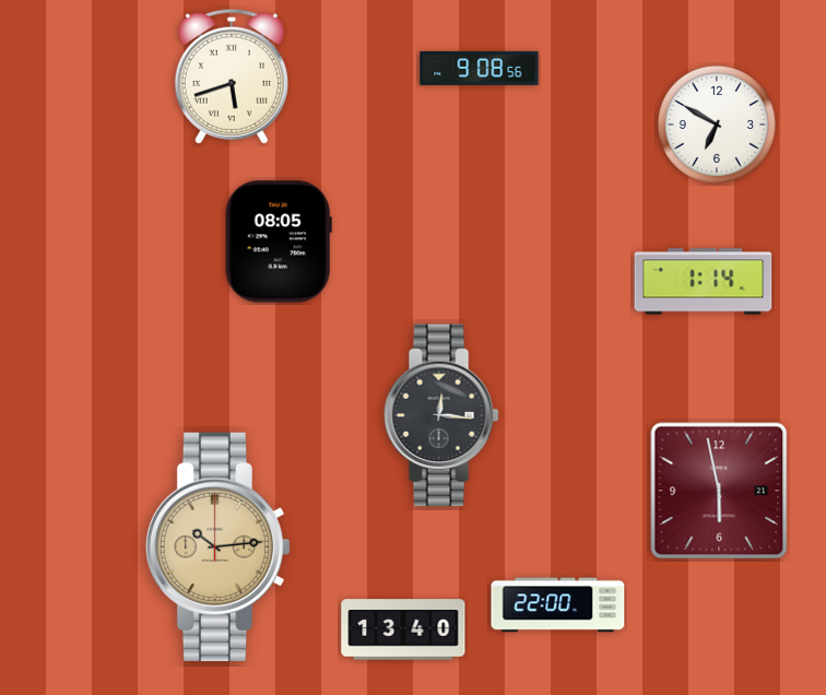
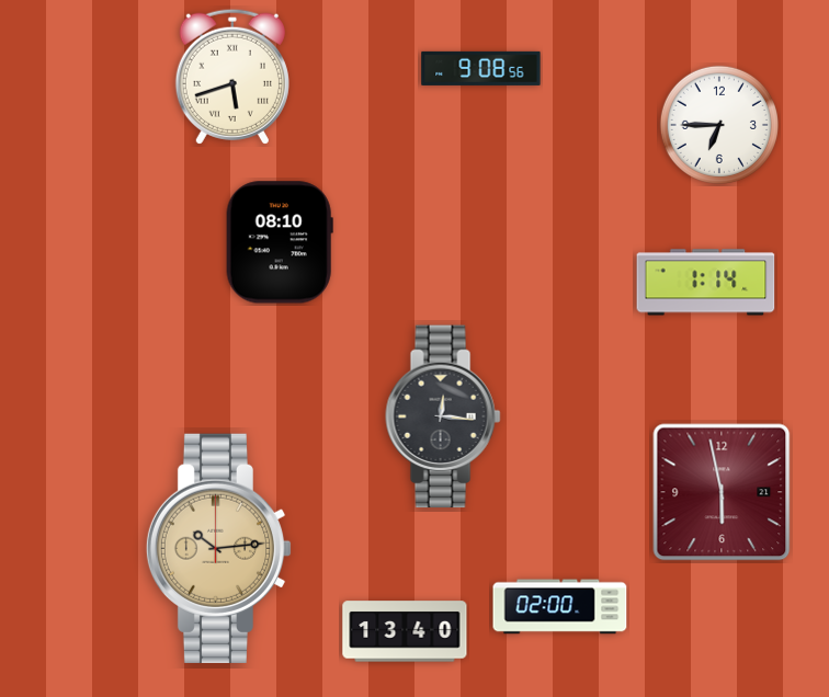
clock at (717, 125): 6:50 -> 6:45
clock at (279, 242): 08:05 -> 08:10
clock at (558, 605): 22:00 -> 02:00
